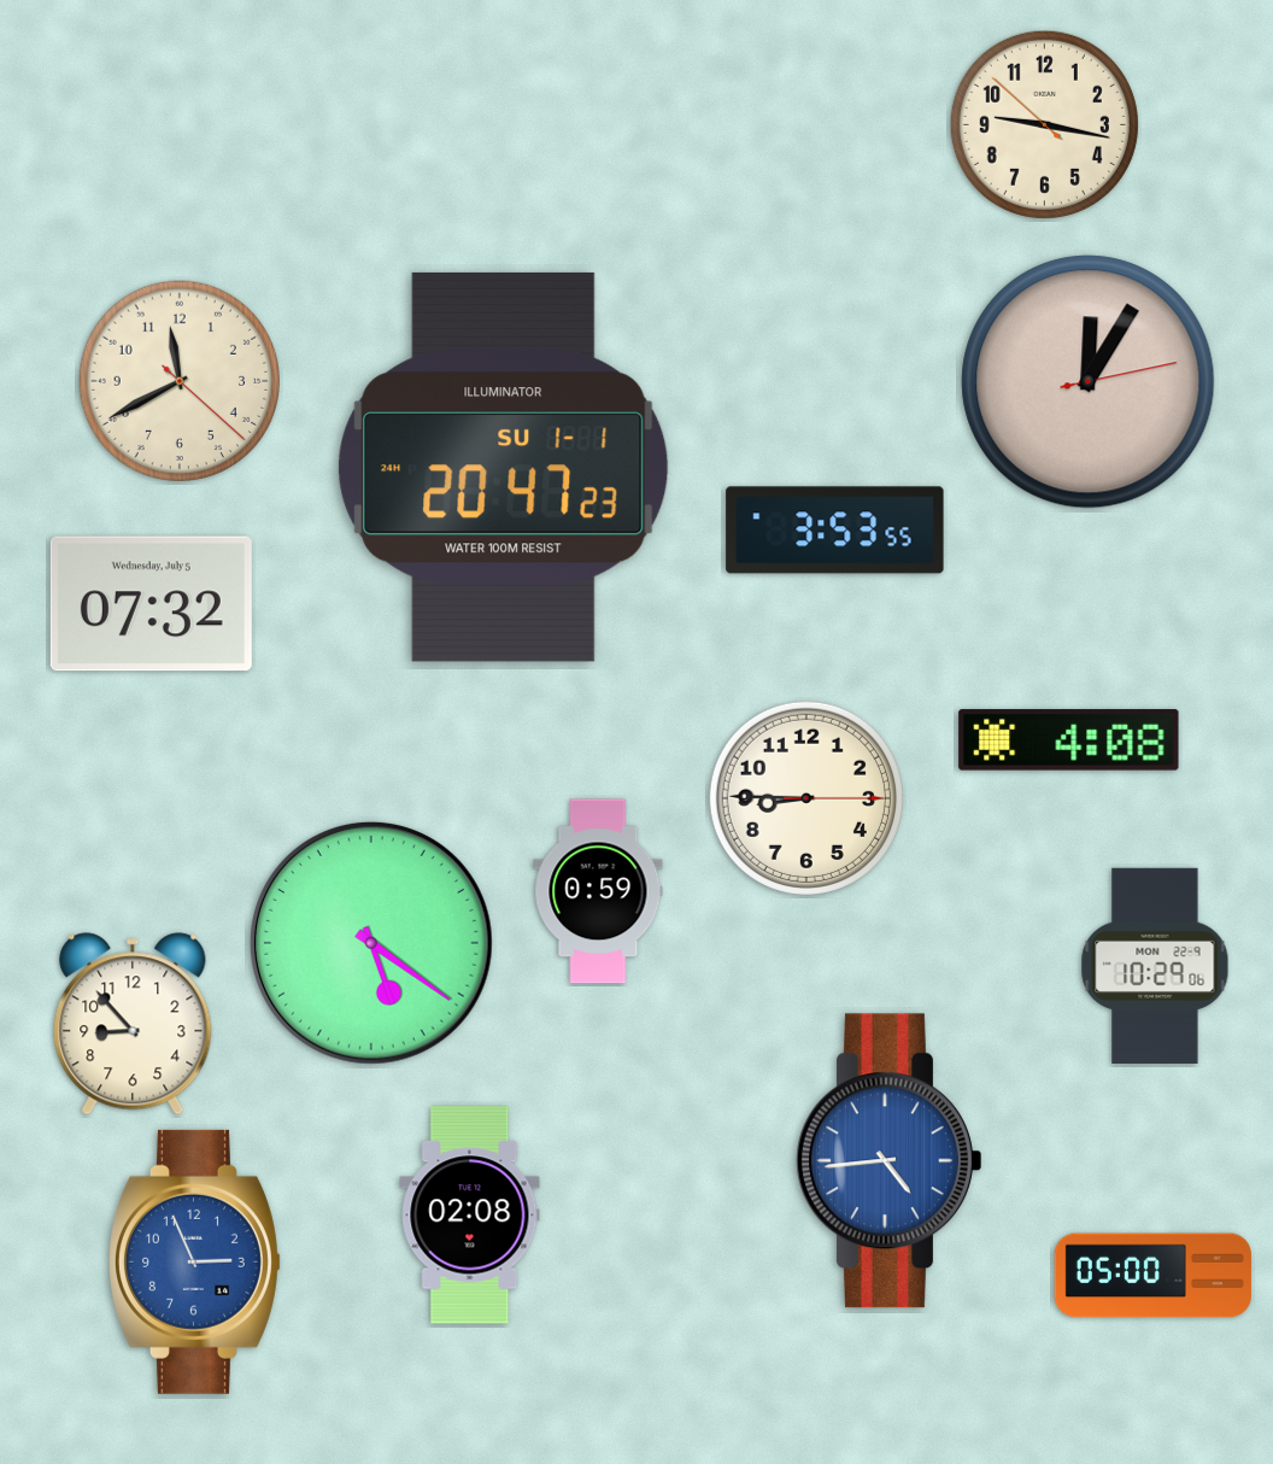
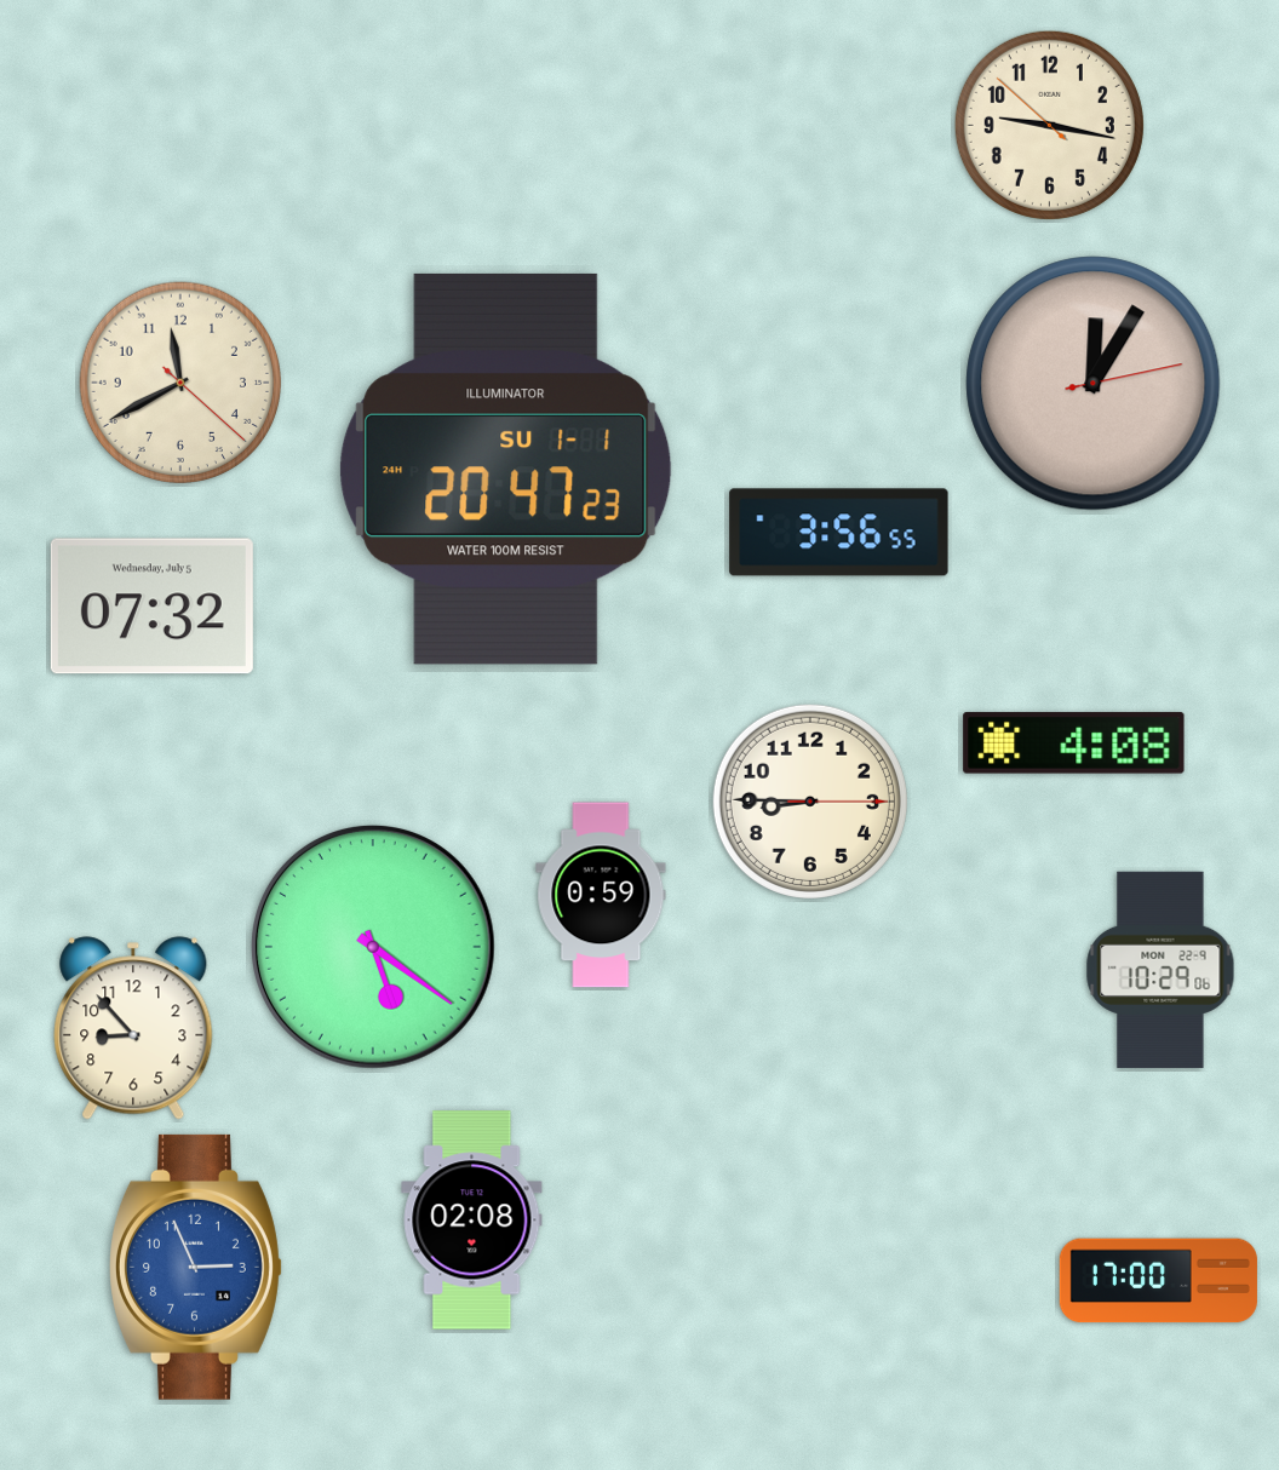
clock at (835, 531): 3:53 -> 3:56
clock at (890, 1161): 4:44 -> none
clock at (1152, 1276): 05:00 -> 17:00
